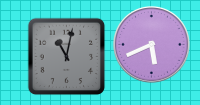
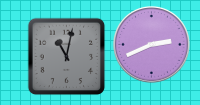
clock at (151, 44): 5:41 -> 2:41
